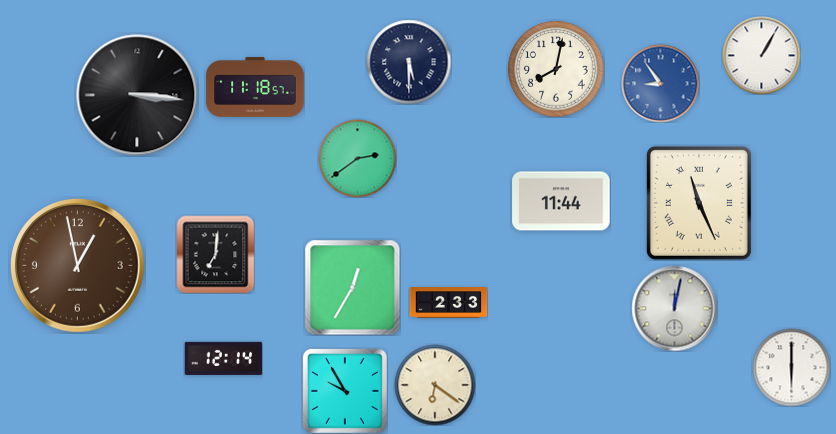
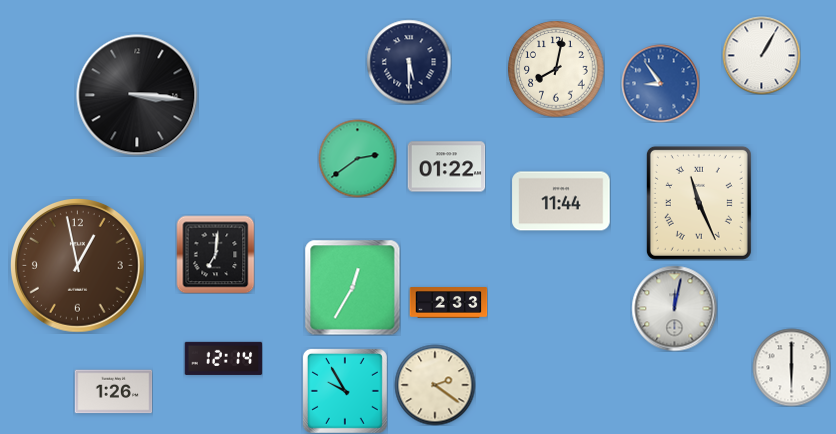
clock at (255, 87): 11:18 -> none
clock at (446, 167): none -> 01:22
clock at (435, 385): 6:21 -> 2:21
clock at (113, 392): none -> 1:26
